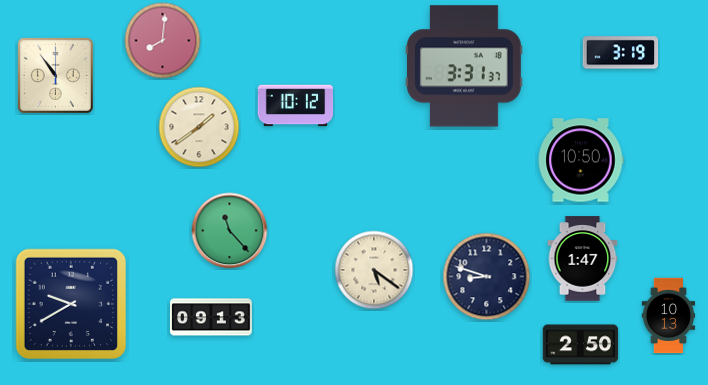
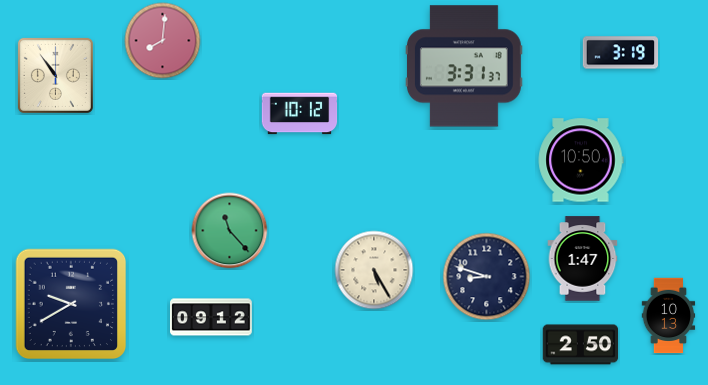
clock at (296, 106) position: (296, 106) -> (300, 114)
clock at (199, 127): 1:39 -> none
clock at (374, 270): 5:21 -> 5:25
clock at (212, 317): 09:13 -> 09:12
